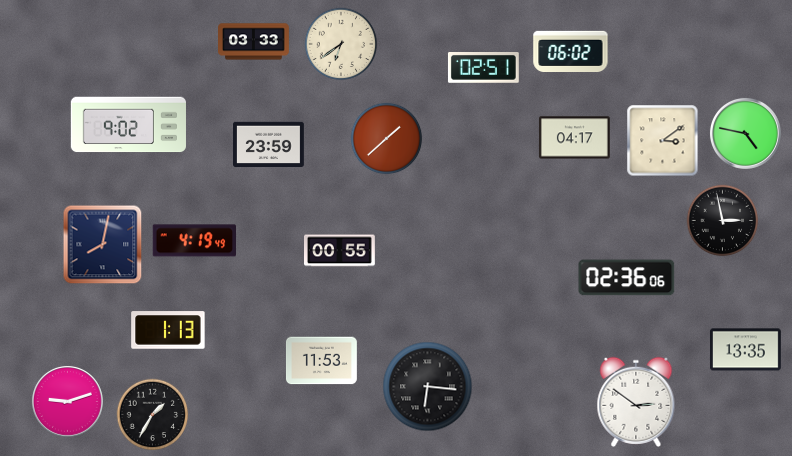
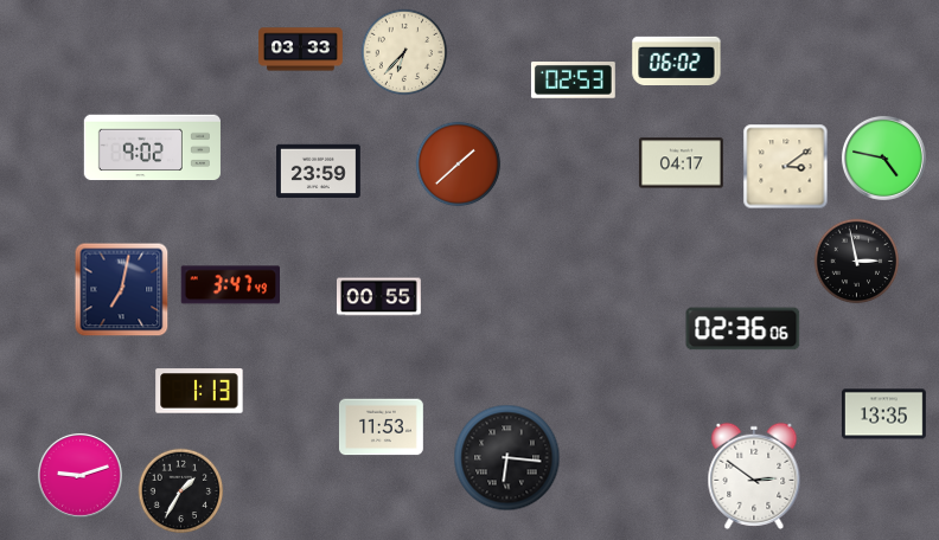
clock at (341, 44): 6:39 -> 6:37
clock at (483, 68): 02:51 -> 02:53
clock at (194, 241): 4:19 -> 3:47
clock at (103, 245): 8:02 -> 7:02
clock at (340, 251) position: (340, 251) -> (379, 297)
